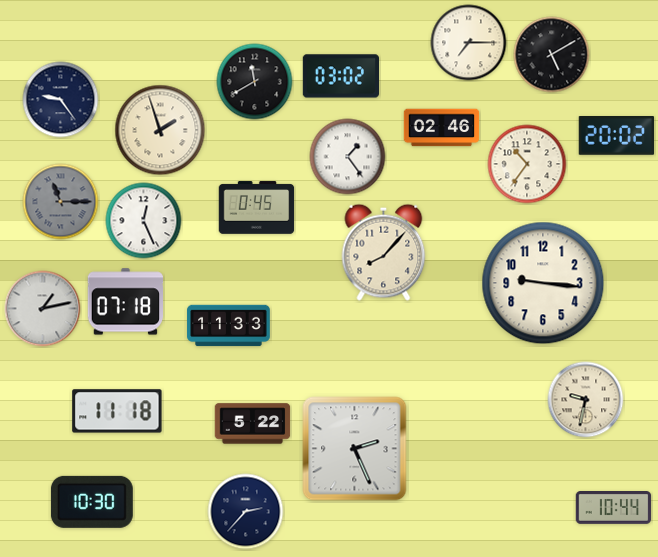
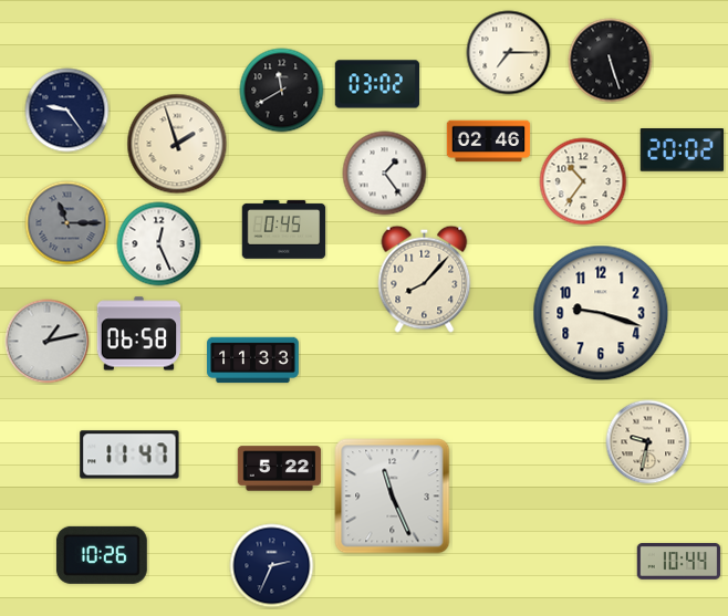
clock at (469, 43) position: (469, 43) -> (509, 53)
clock at (552, 55): 5:10 -> 5:27
clock at (543, 283): 9:16 -> 9:18
clock at (126, 302): 07:18 -> 06:58
clock at (117, 411): 11:18 -> 11:47
clock at (355, 449): 2:26 -> 11:26
clock at (92, 502): 10:30 -> 10:26
clock at (246, 512): 2:37 -> 2:34
